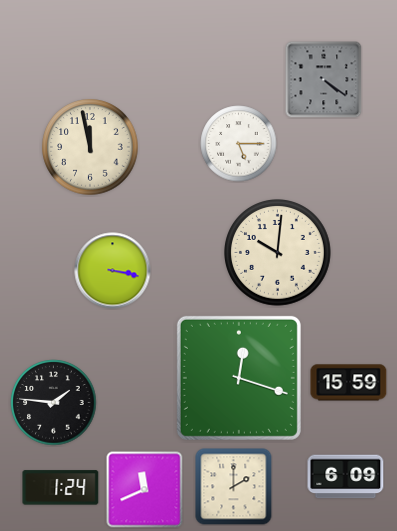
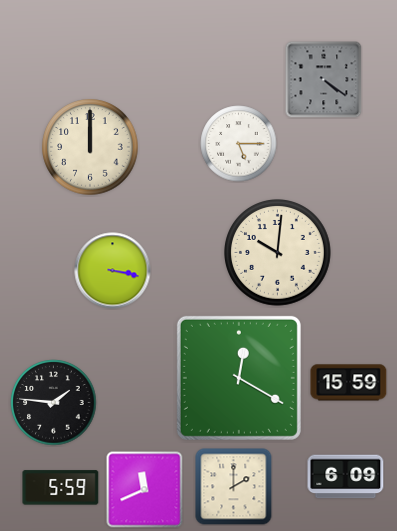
clock at (90, 147): 11:58 -> 12:00
clock at (239, 378): 12:18 -> 12:20
clock at (61, 488): 1:24 -> 5:59
